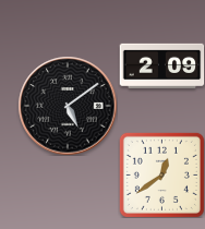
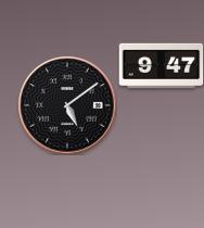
clock at (161, 65): 2:09 -> 9:47
clock at (161, 174): 12:39 -> none
